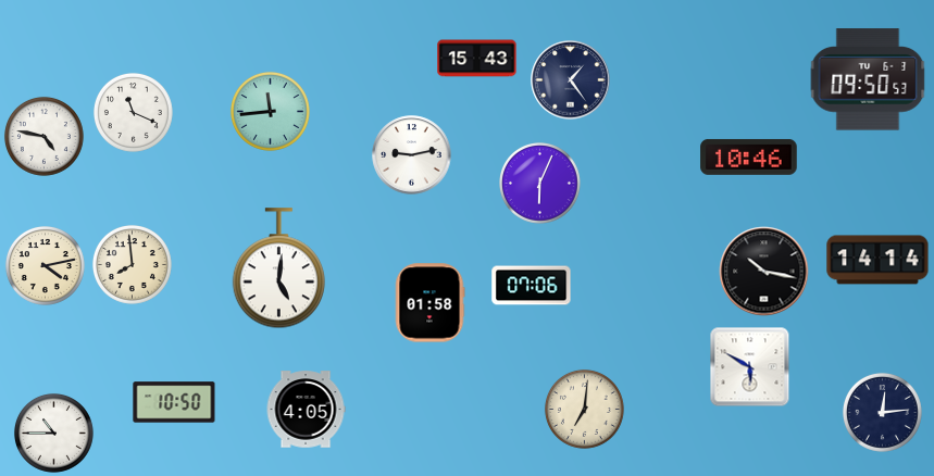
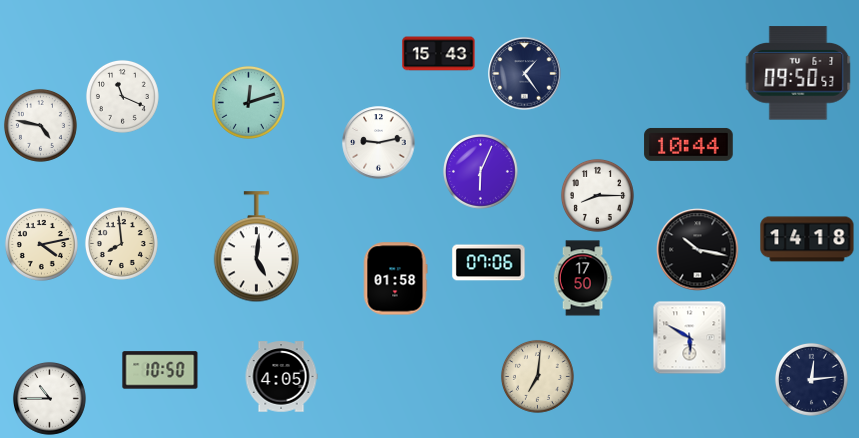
clock at (270, 111): 11:44 -> 12:12
clock at (133, 112) position: (133, 112) -> (122, 96)
clock at (749, 156): 10:46 -> 10:44
clock at (540, 184) position: (540, 184) -> (481, 172)
clock at (597, 195): none -> 8:15
clock at (877, 260): 14:14 -> 14:18
clock at (764, 272) position: (764, 272) -> (698, 250)
clock at (583, 278): none -> 17:50
